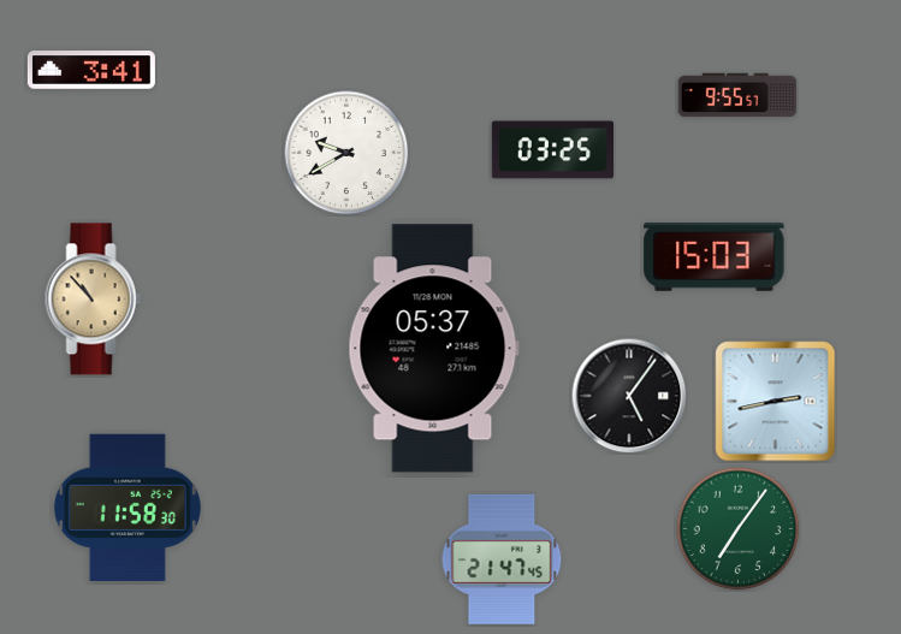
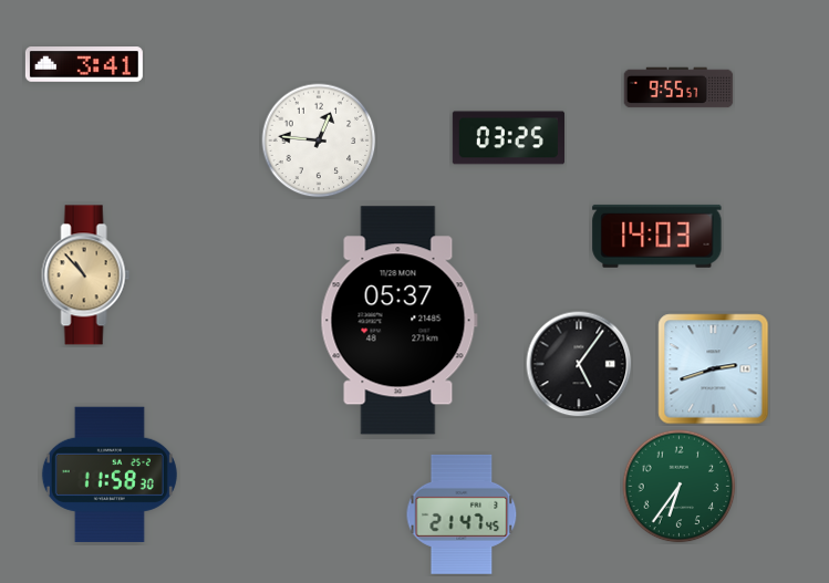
clock at (346, 153): 9:40 -> 12:46
clock at (715, 256): 15:03 -> 14:03
clock at (776, 402): 2:43 -> 2:42
clock at (128, 508) position: (128, 508) -> (110, 475)
clock at (739, 529): 7:06 -> 6:36
